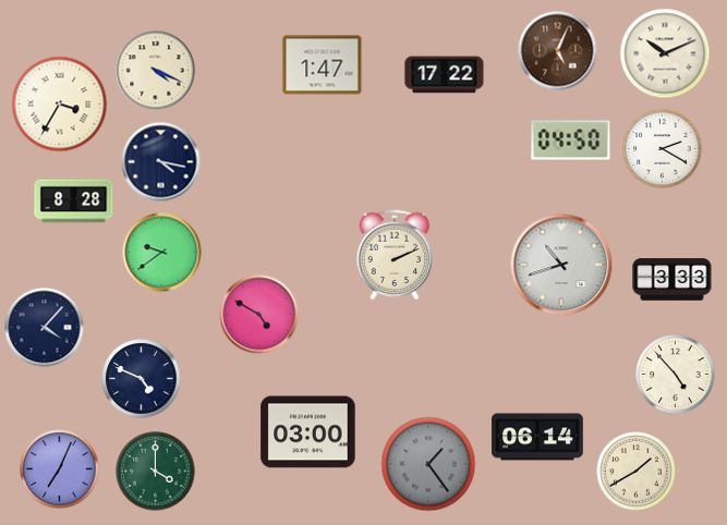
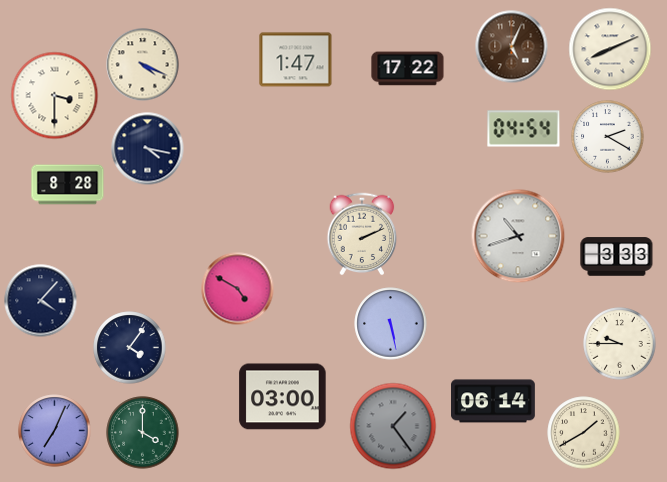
clock at (665, 53): 10:11 -> 8:11
clock at (60, 105): 3:35 -> 3:30
clock at (571, 141): 04:50 -> 04:54
clock at (162, 253): 9:39 -> none
clock at (561, 265) position: (561, 265) -> (518, 236)
clock at (391, 324): none -> 5:28
clock at (676, 375): 4:53 -> 9:45
clock at (142, 379): 4:49 -> 4:06
